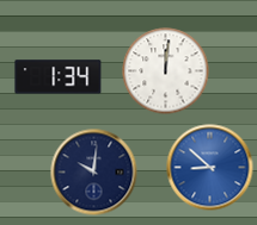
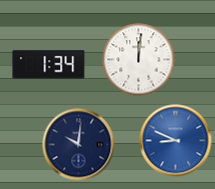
clock at (210, 168): 8:52 -> 8:49
